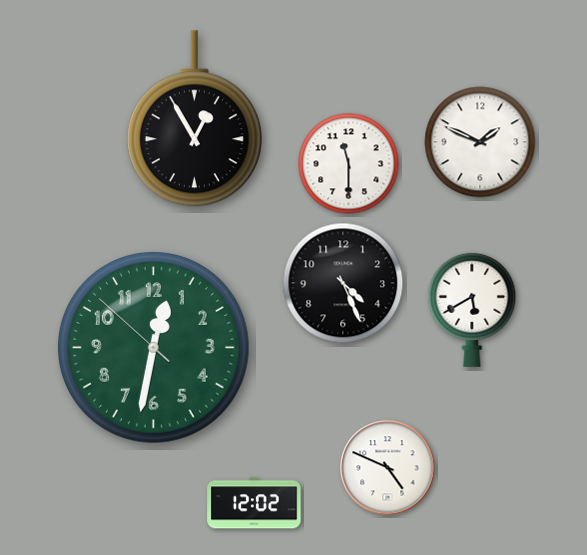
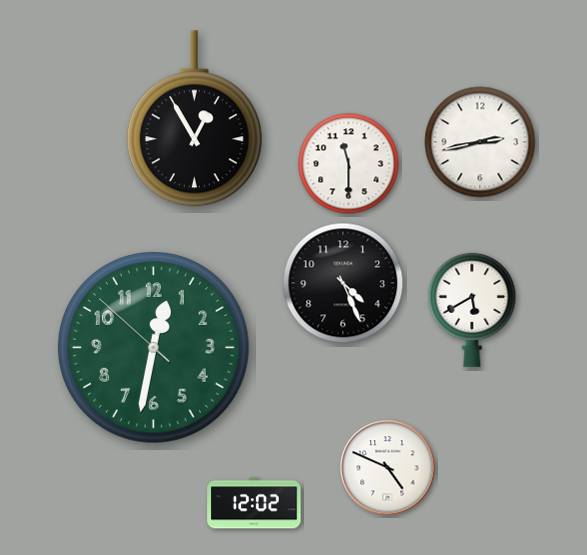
clock at (480, 142): 1:49 -> 2:43
